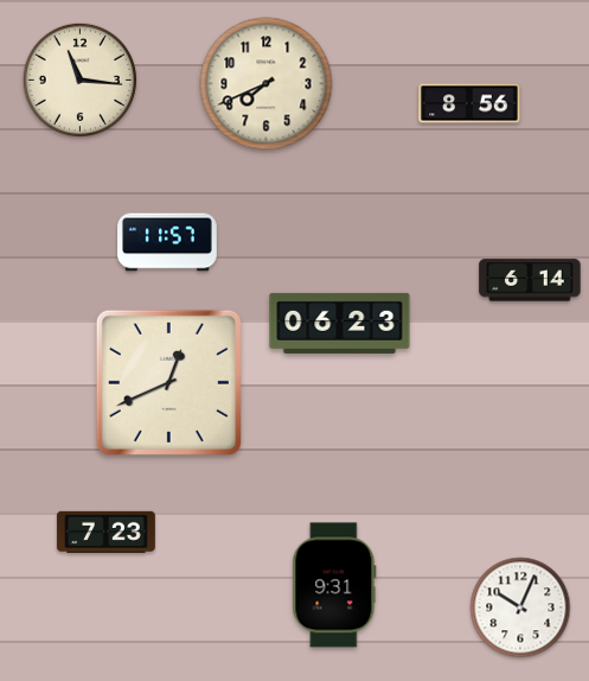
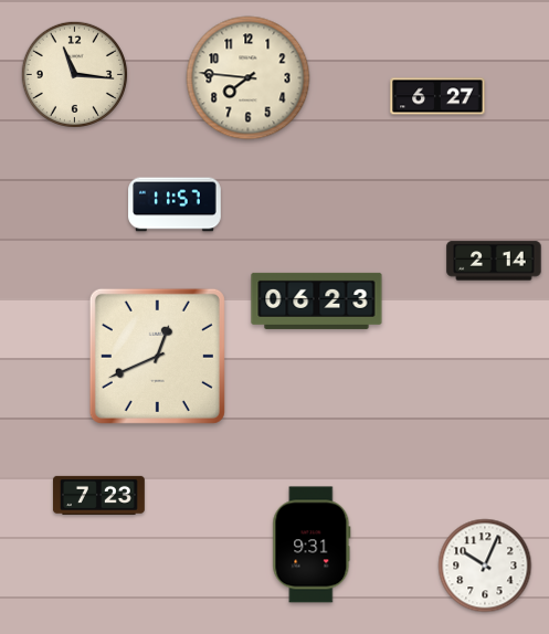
clock at (267, 84): 7:41 -> 7:46
clock at (469, 103): 8:56 -> 6:27
clock at (167, 242) position: (167, 242) -> (175, 204)
clock at (530, 280): 6:14 -> 2:14
